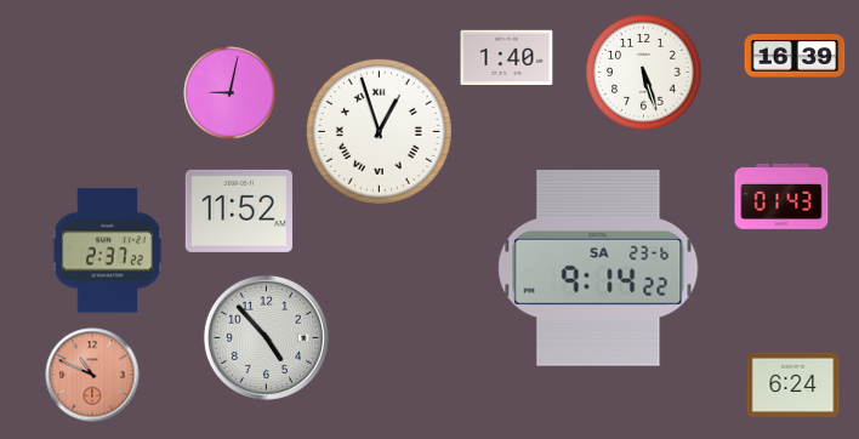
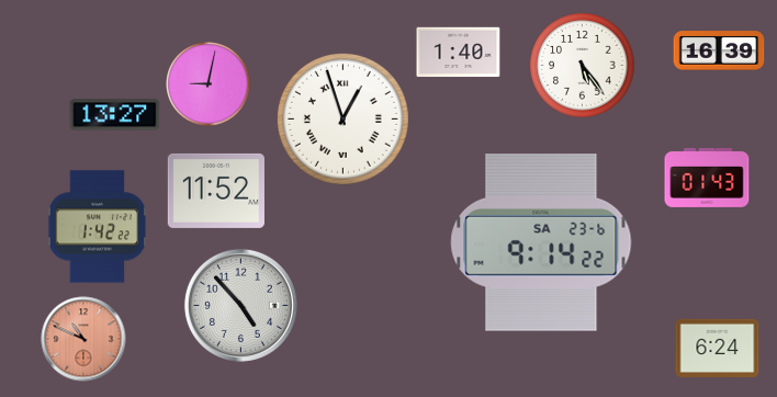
clock at (644, 73): 5:27 -> 5:24
clock at (115, 115): none -> 13:27
clock at (107, 251): 2:37 -> 1:42
